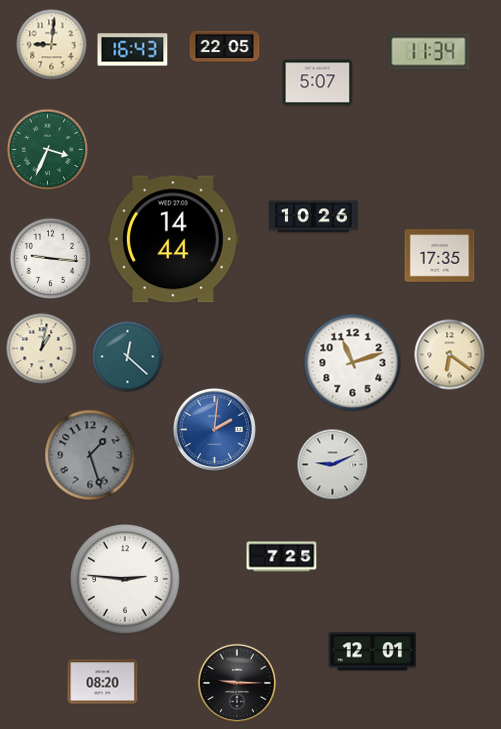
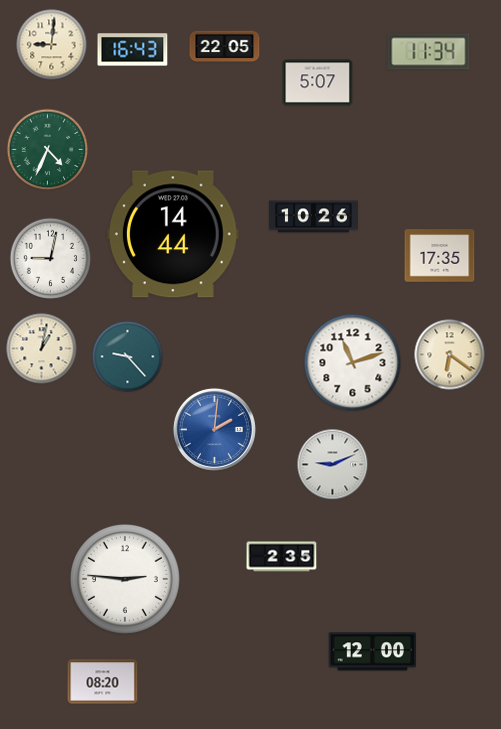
clock at (48, 150): 3:34 -> 4:34
clock at (173, 239) position: (173, 239) -> (173, 234)
clock at (51, 259): 9:16 -> 9:02
clock at (128, 357): 12:22 -> 9:23
clock at (90, 455): 1:27 -> none
clock at (282, 557): 7:25 -> 2:35
clock at (373, 652): 12:01 -> 12:00
clock at (237, 683): 9:15 -> none
